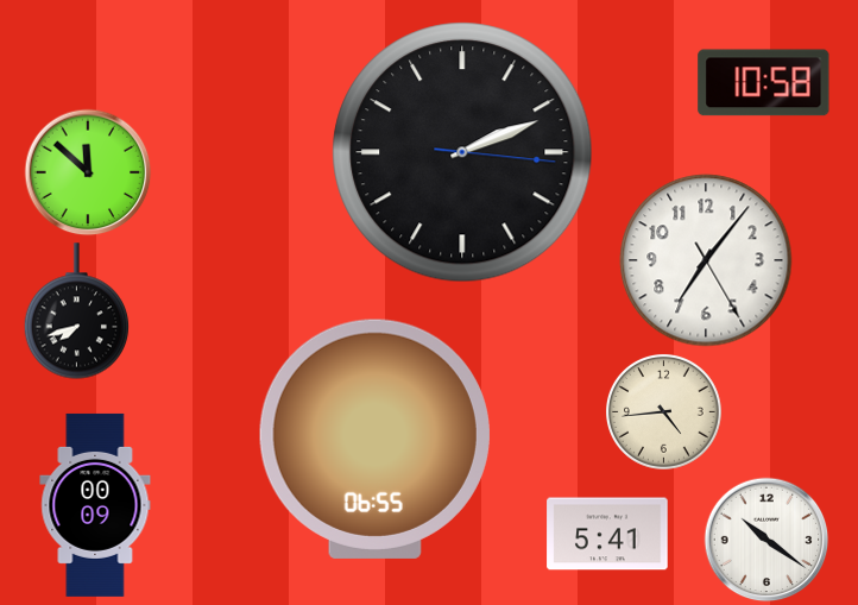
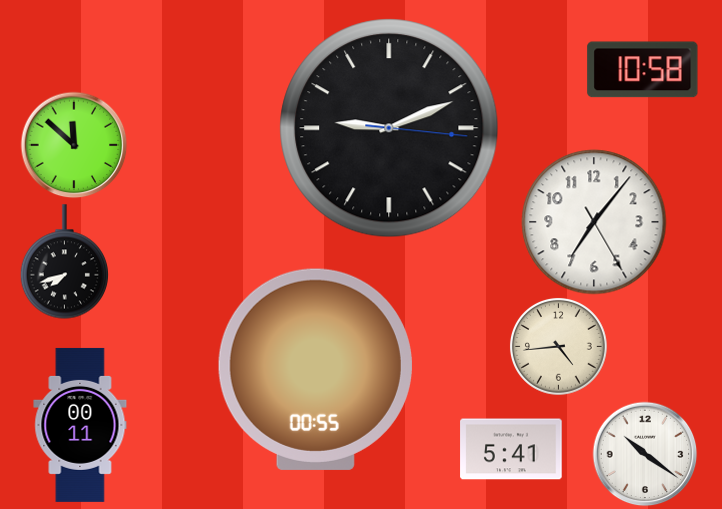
clock at (462, 152): 2:11 -> 9:11
clock at (706, 260) position: (706, 260) -> (594, 222)
clock at (374, 439): 06:55 -> 00:55
clock at (95, 505): 00:09 -> 00:11
